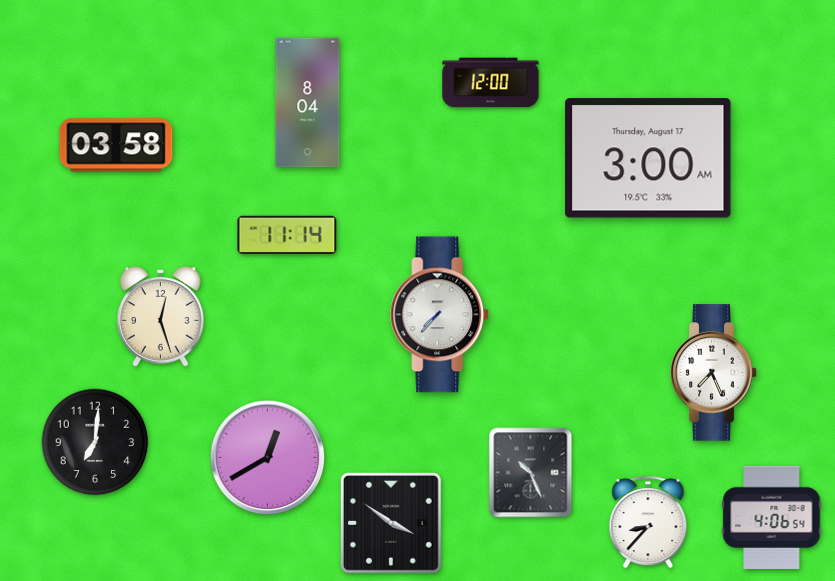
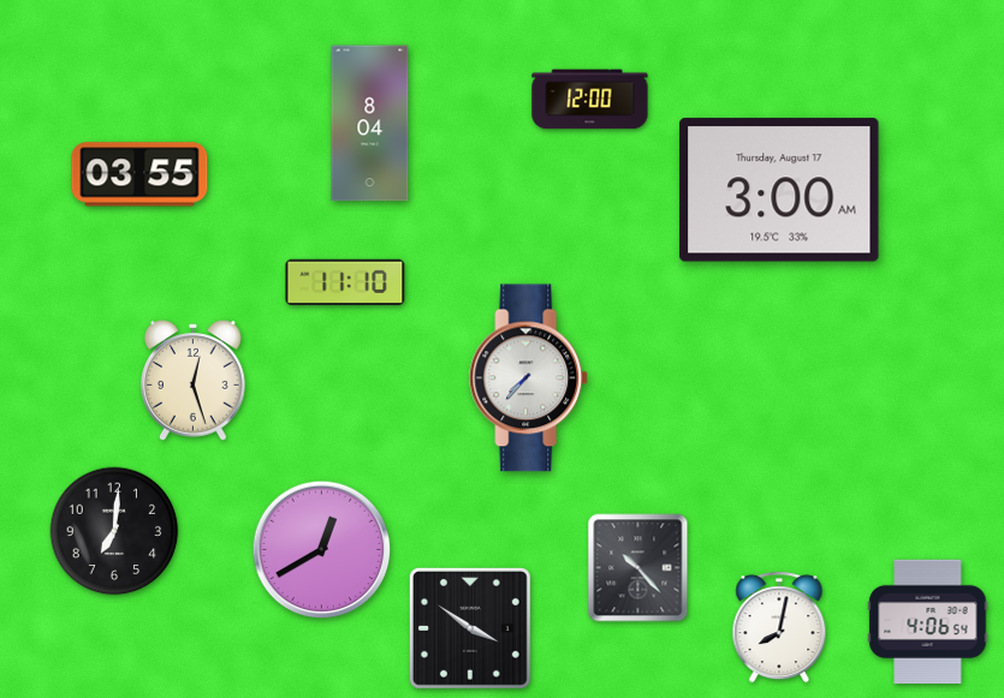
clock at (116, 145): 03:58 -> 03:55
clock at (287, 235): 11:14 -> 11:10
clock at (714, 373): 7:26 -> none
clock at (531, 473): 10:26 -> 10:23
clock at (648, 522): 8:37 -> 8:02
